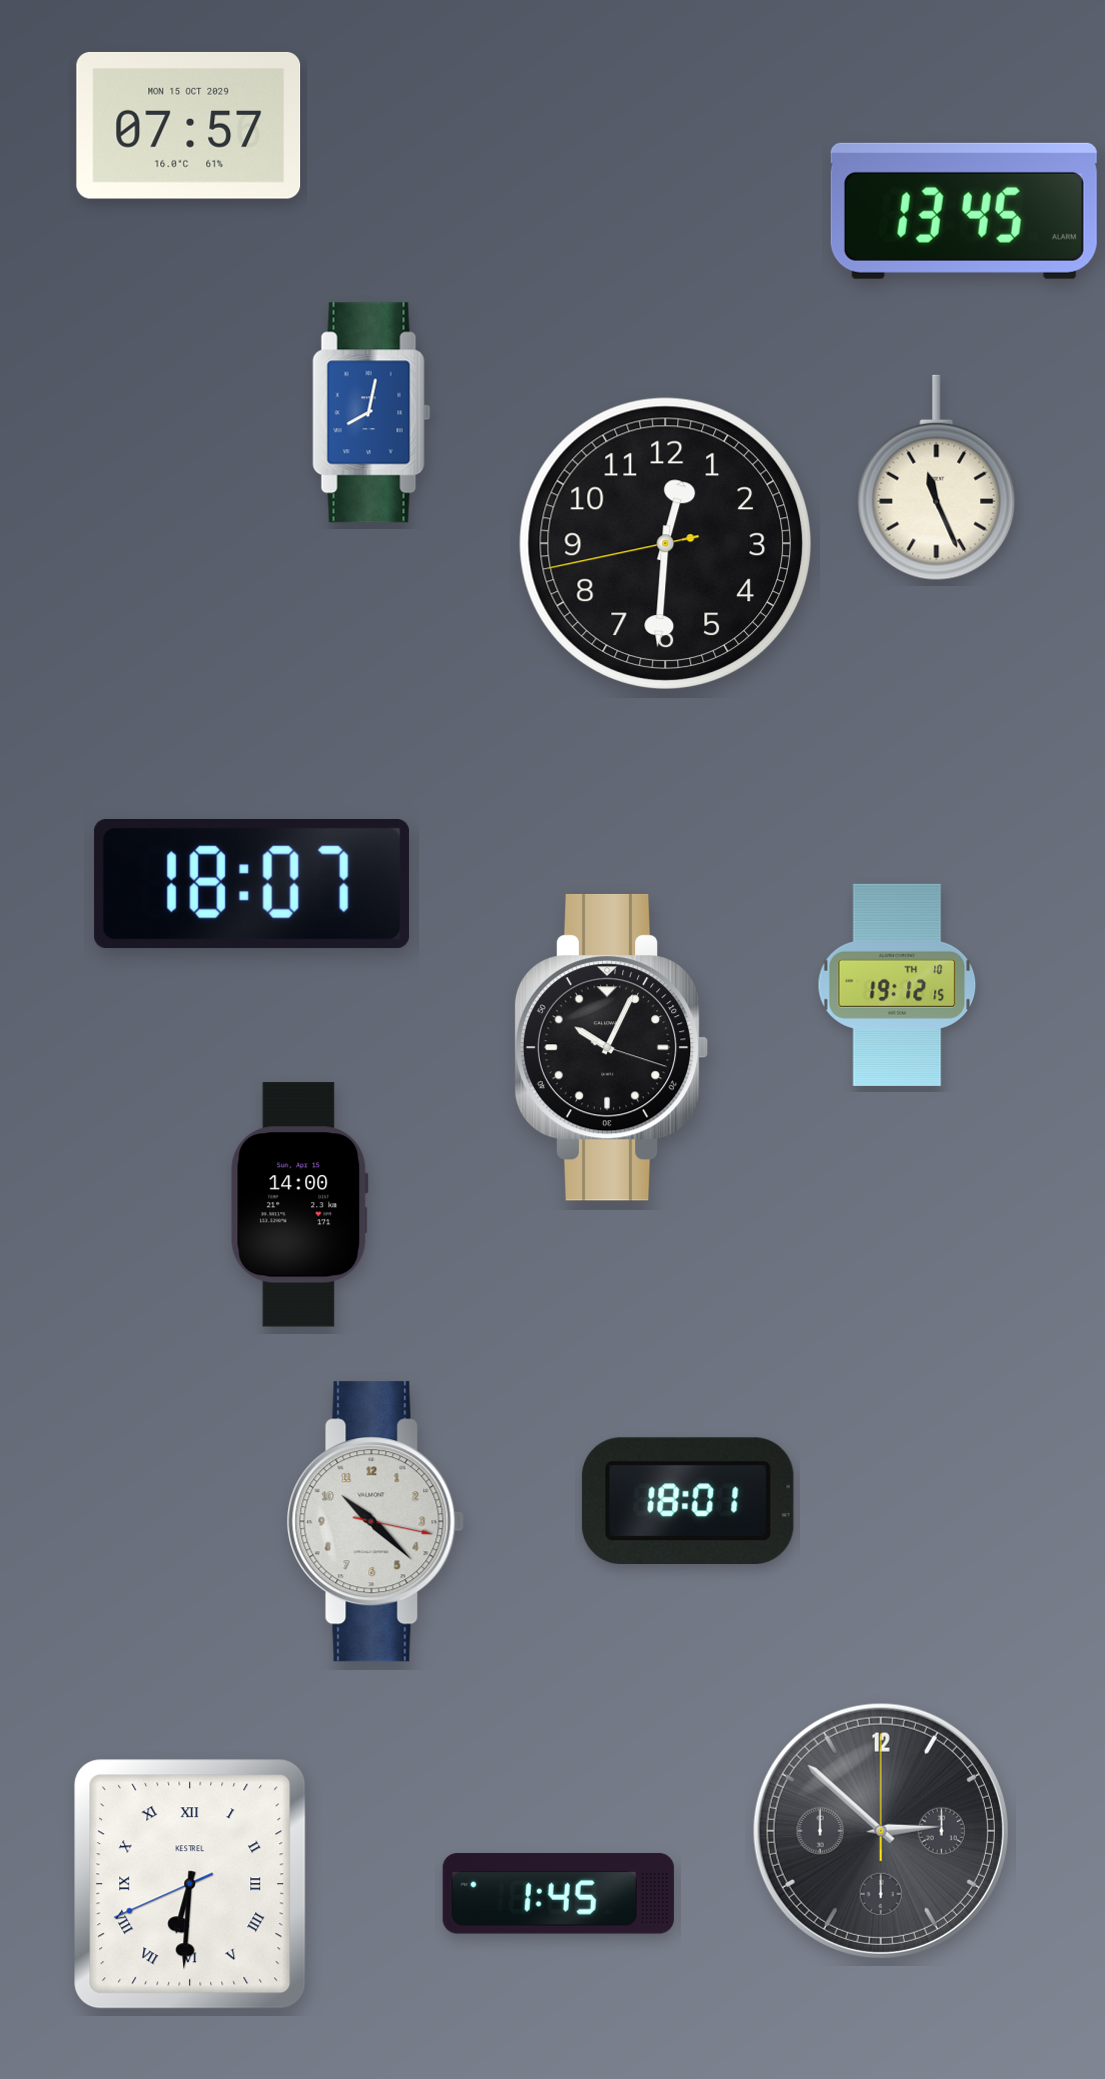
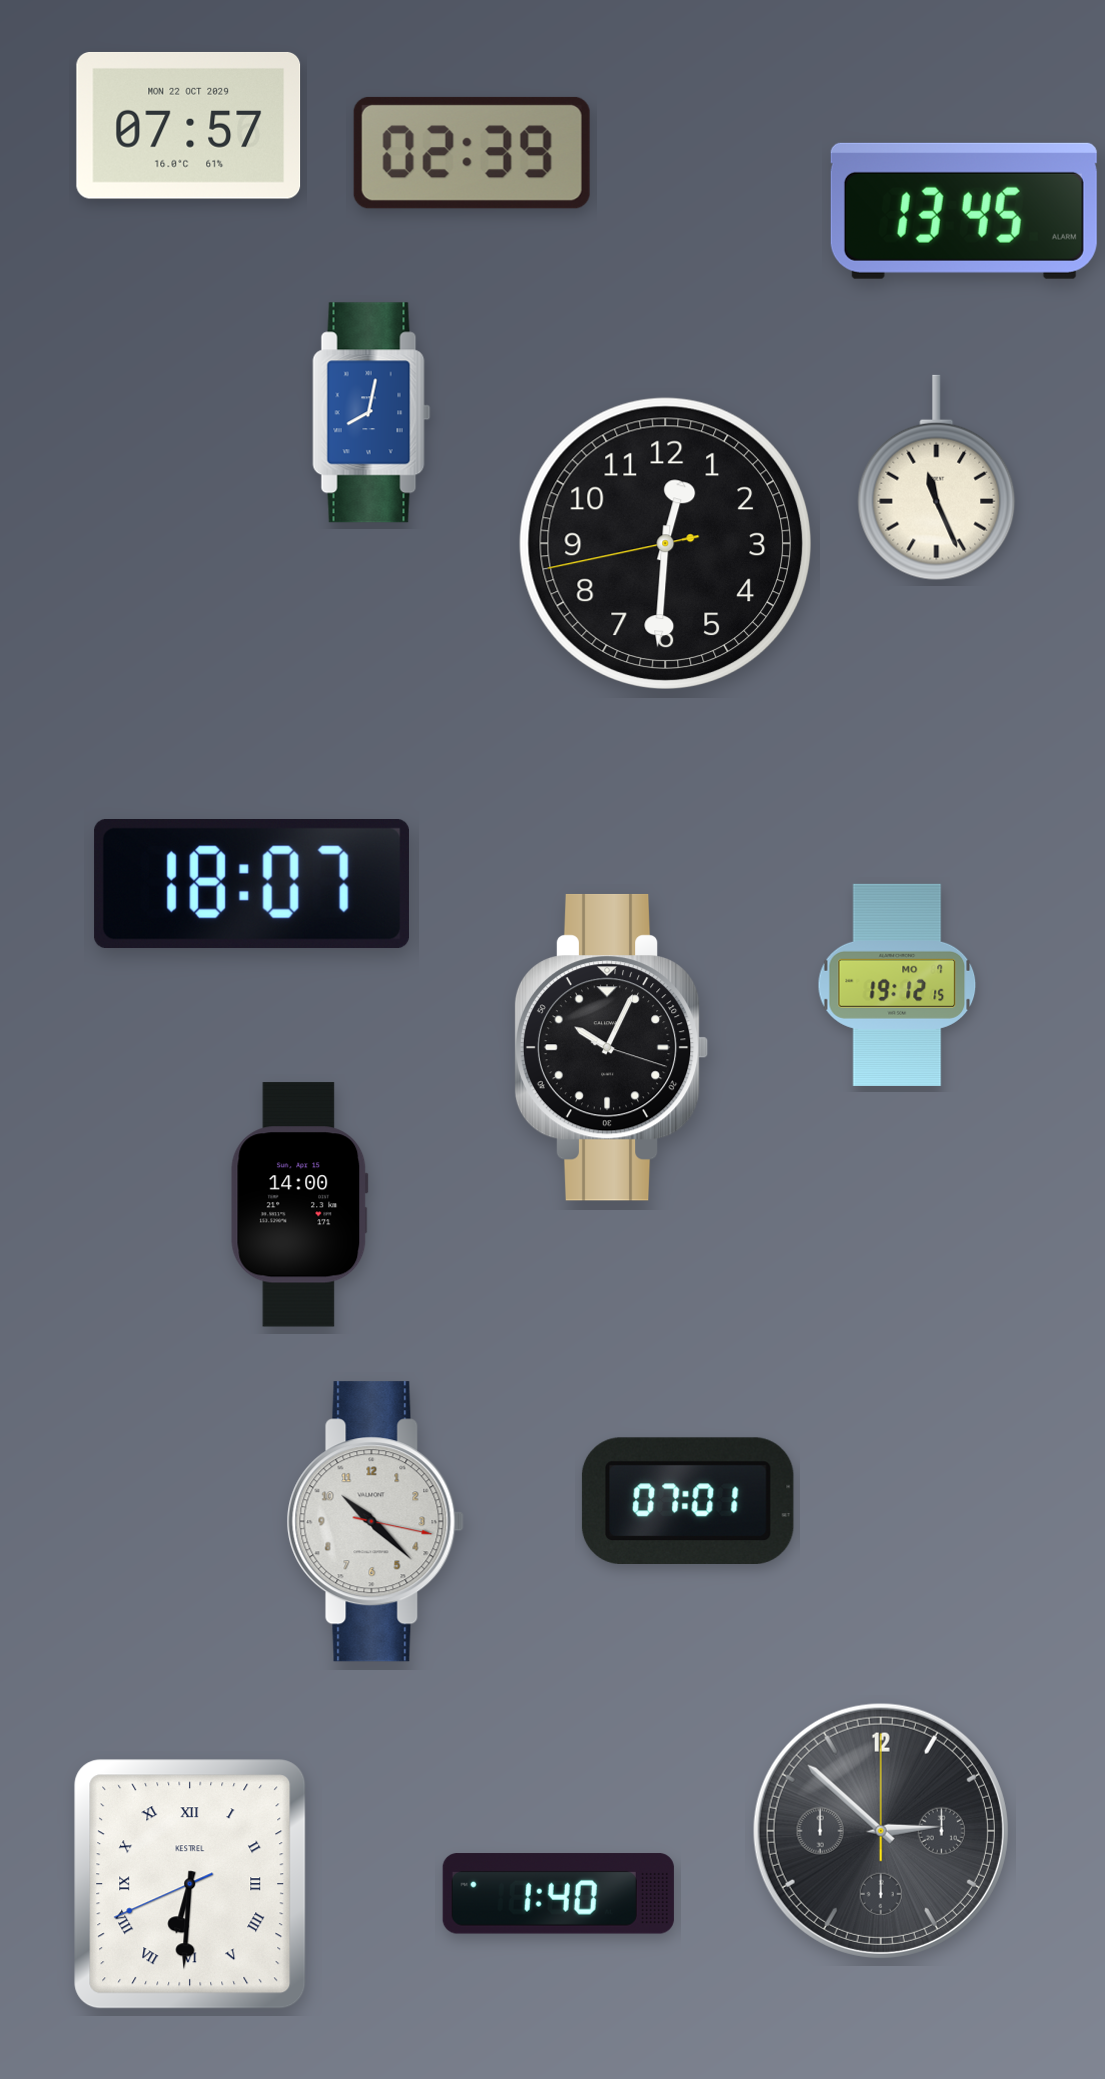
clock at (189, 125) date: MON 15 OCT 2029 -> MON 22 OCT 2029
clock at (472, 153): none -> 02:39
clock at (897, 985) date: TH 10 -> MO 7
clock at (688, 1501): 18:01 -> 07:01
clock at (558, 1894): 1:45 -> 1:40
